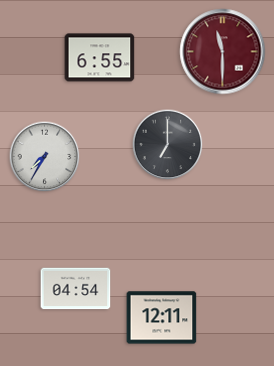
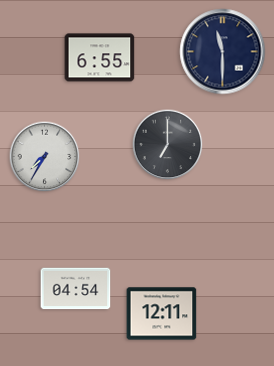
clock at (223, 52) dial: burgundy -> navy
clock at (162, 318) position: (162, 318) -> (162, 314)
